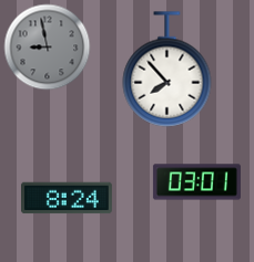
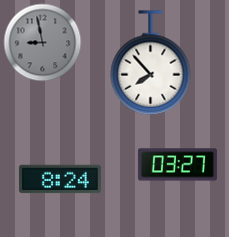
clock at (196, 182): 03:01 -> 03:27
